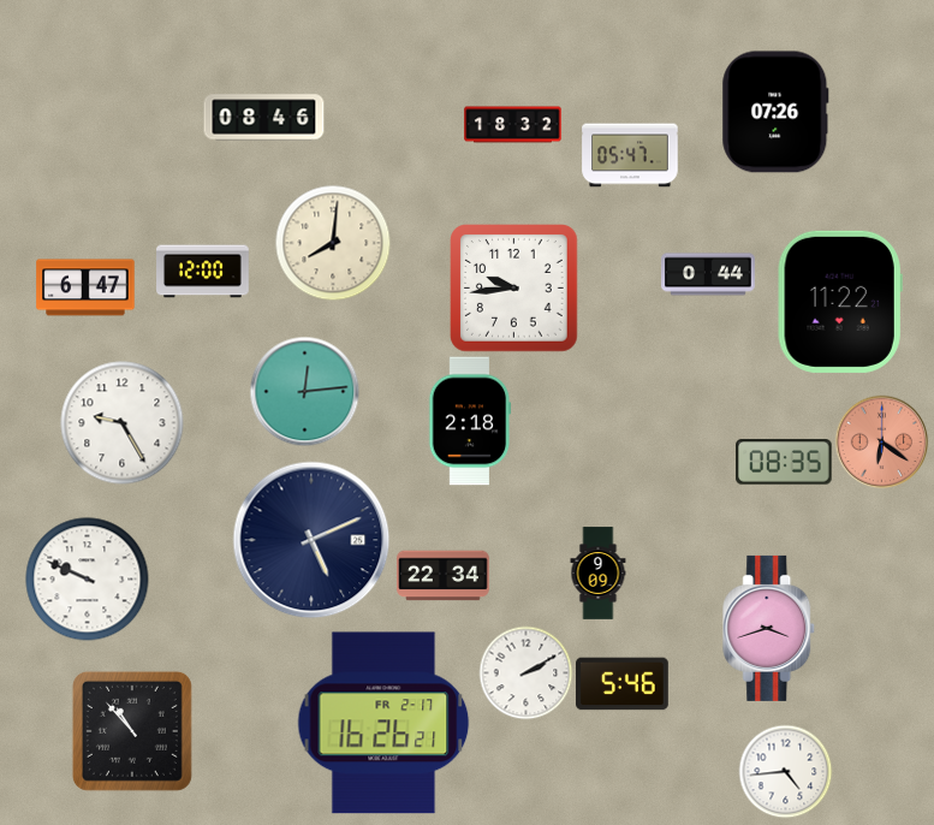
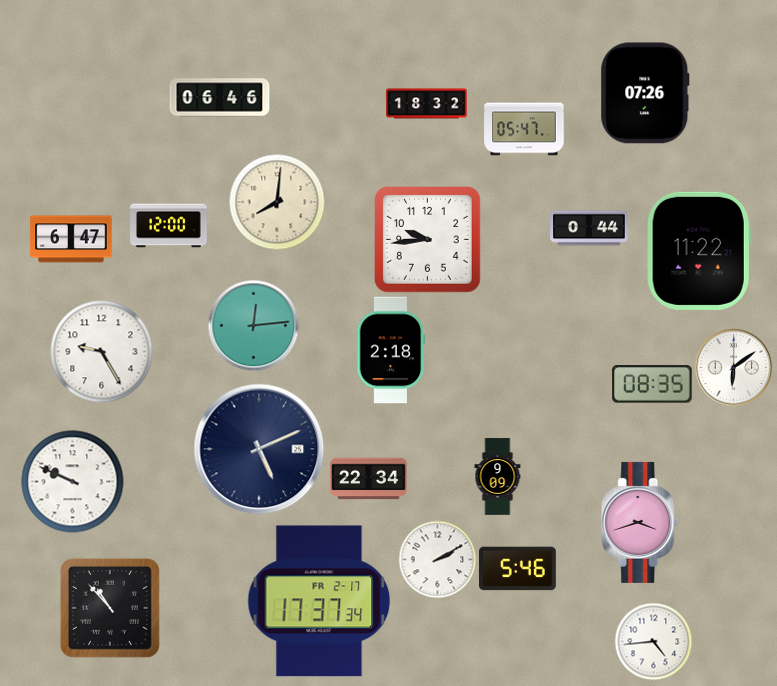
clock at (264, 118): 08:46 -> 06:46
clock at (881, 441): 6:21 -> 6:09
clock at (881, 441) dial: salmon -> white
clock at (383, 723): 16:26 -> 17:37
